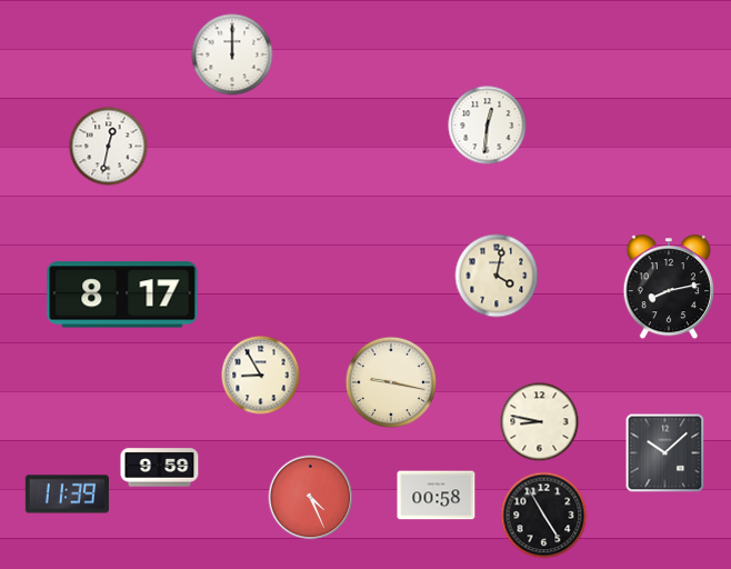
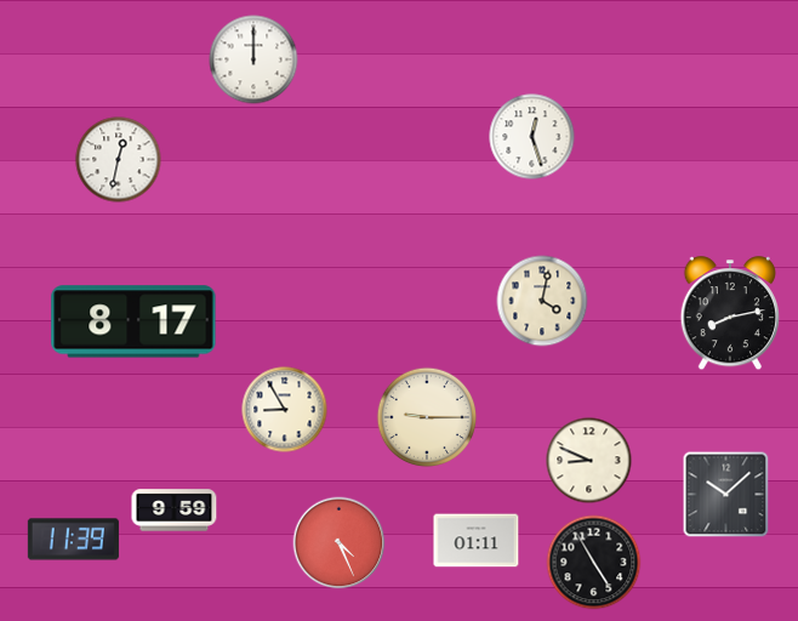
clock at (488, 126): 12:31 -> 12:27
clock at (391, 382): 9:17 -> 9:15
clock at (540, 422): 8:47 -> 8:49
clock at (437, 496): 00:58 -> 01:11
